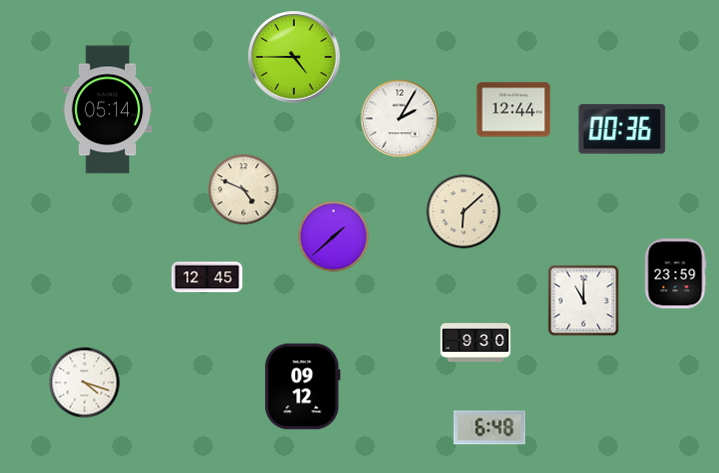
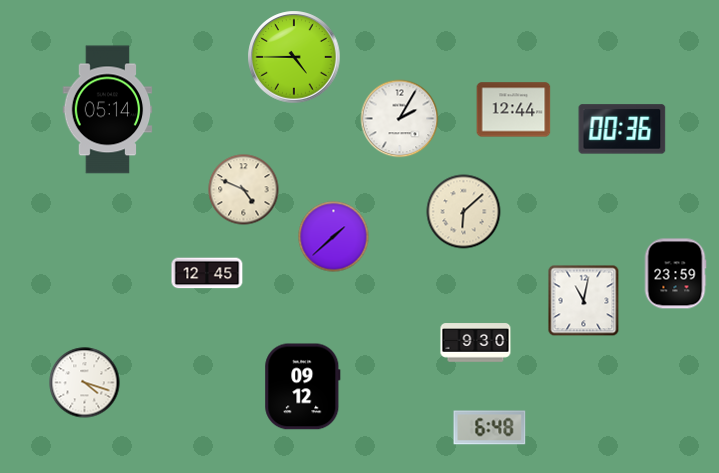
clock at (207, 277) position: (207, 277) -> (207, 273)
clock at (584, 301): 11:00 -> 11:02
